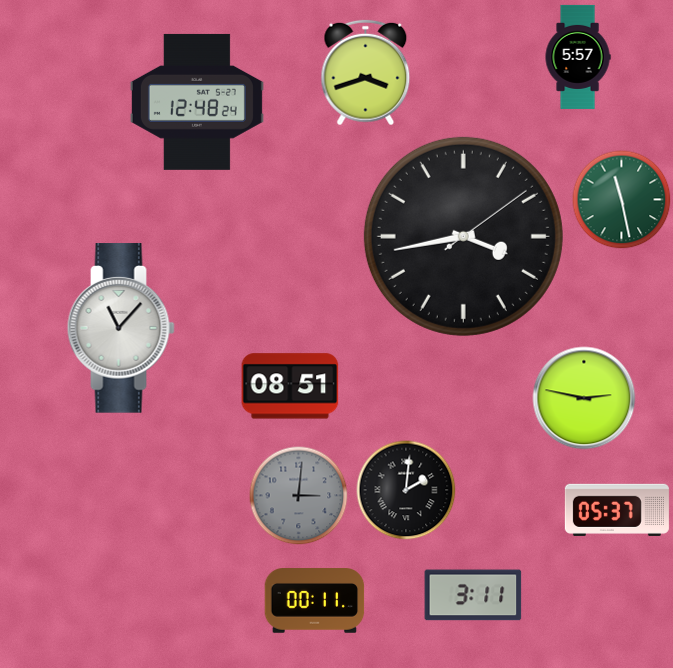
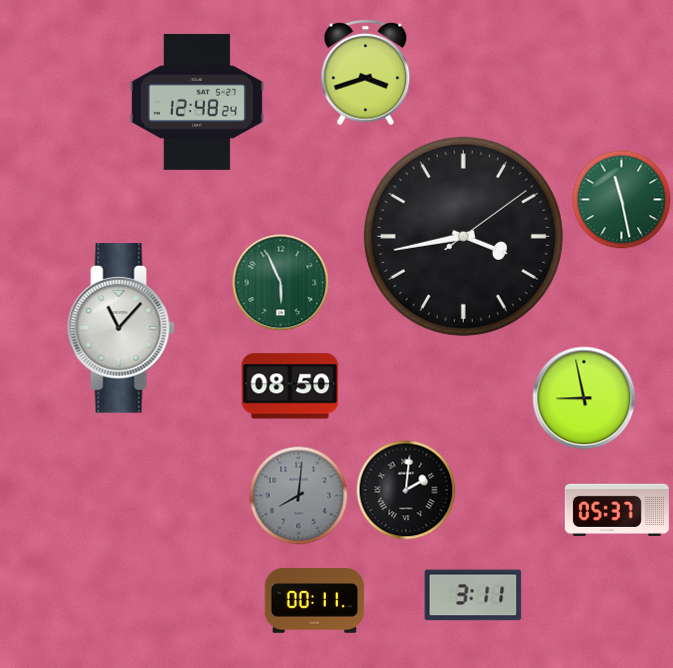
clock at (578, 57): 5:57 -> none
clock at (281, 283): none -> 5:56
clock at (290, 386): 08:51 -> 08:50
clock at (584, 398): 2:47 -> 8:58
clock at (299, 496): 3:01 -> 8:01
